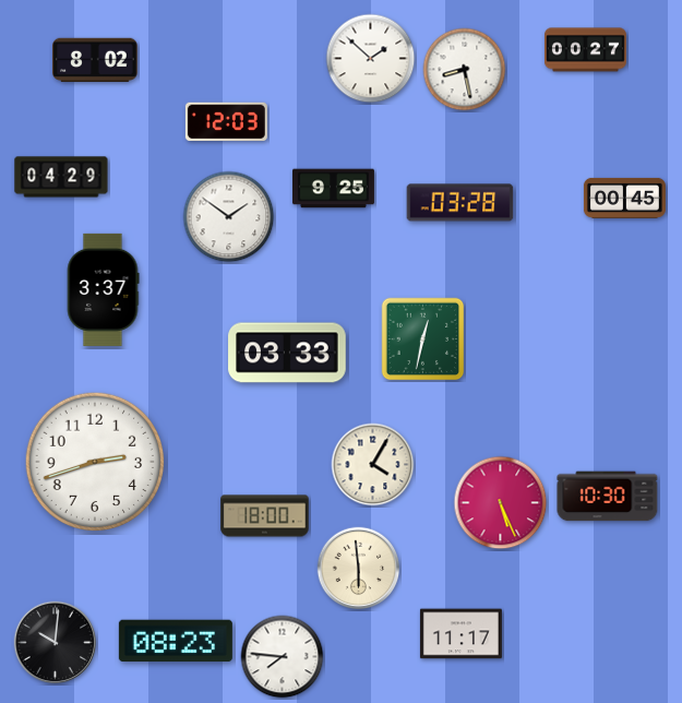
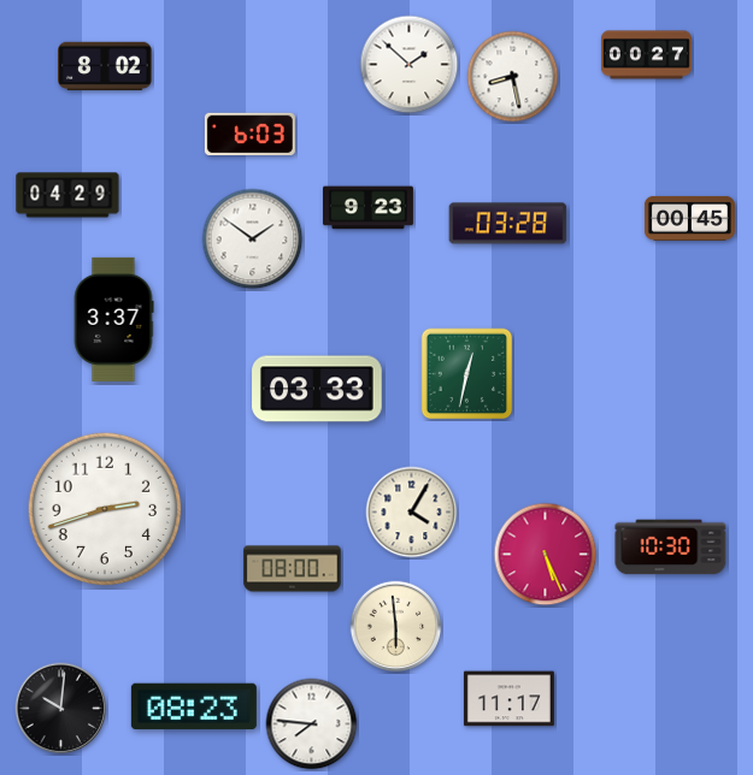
clock at (226, 121): 12:03 -> 6:03
clock at (333, 189): 9:25 -> 9:23
clock at (501, 503) position: (501, 503) -> (546, 555)
clock at (265, 516): 18:00 -> 08:00
